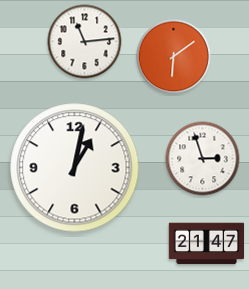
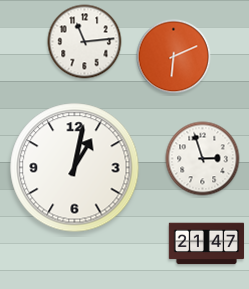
clock at (174, 57): 6:09 -> 6:11
